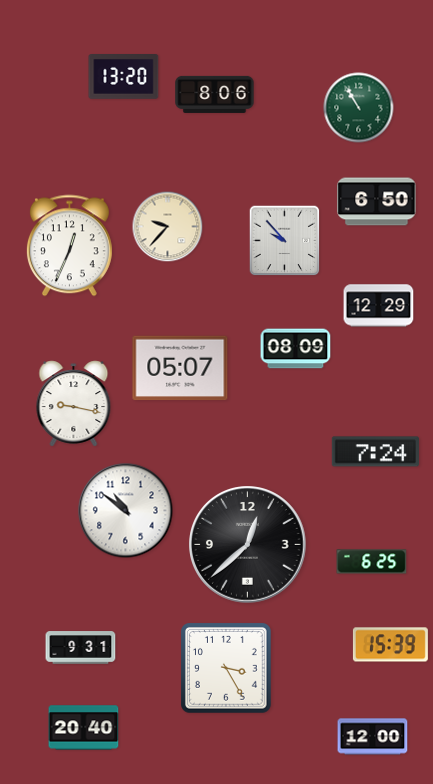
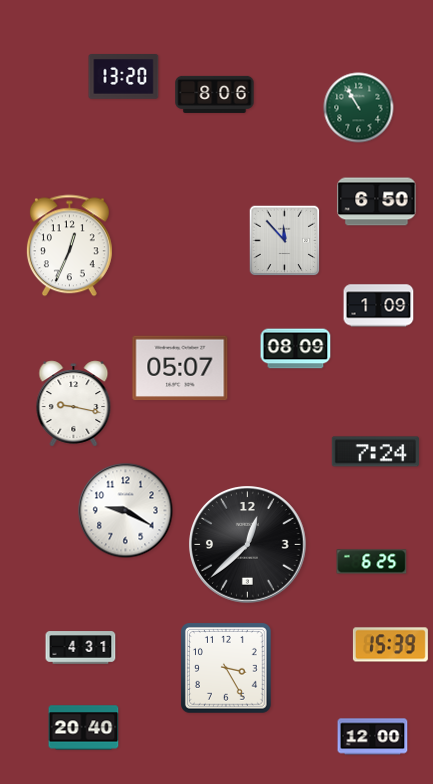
clock at (168, 227): 9:37 -> none
clock at (285, 241): 9:53 -> 11:53
clock at (379, 306): 12:29 -> 1:09
clock at (126, 511): 10:51 -> 9:20
clock at (81, 648): 9:31 -> 4:31
